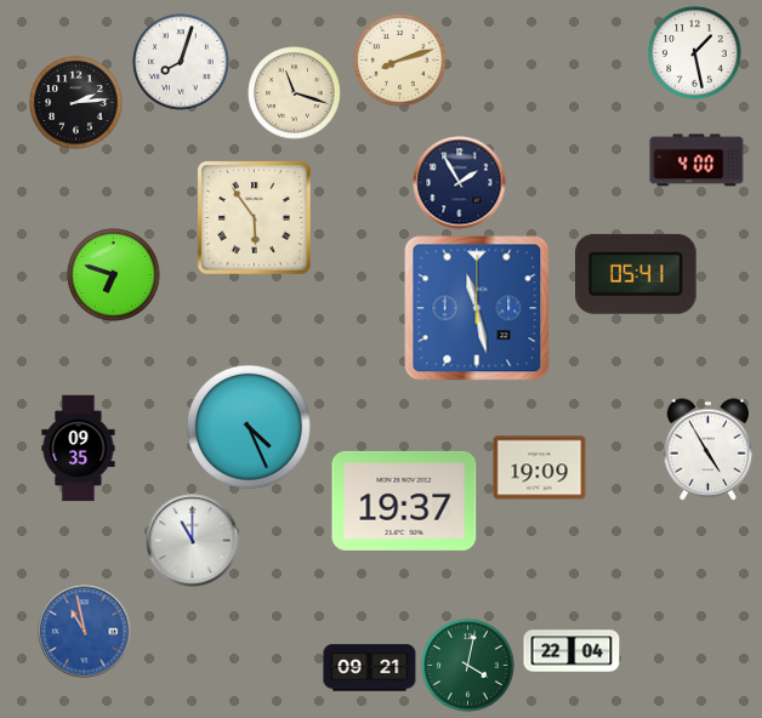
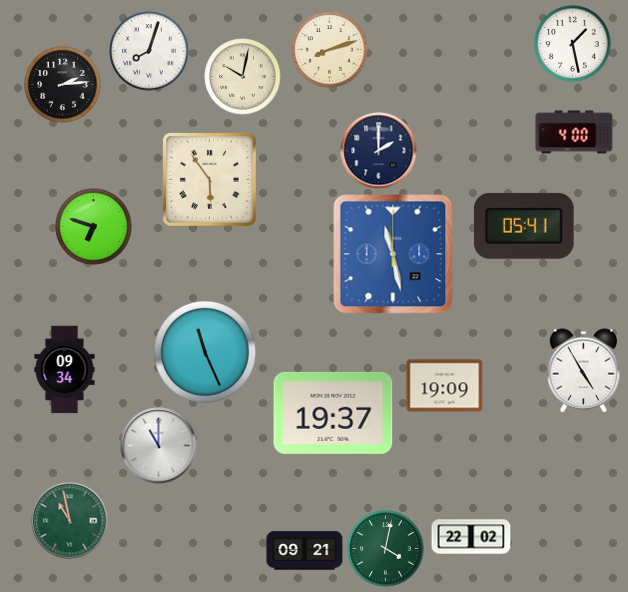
clock at (295, 93): 11:18 -> 10:02
clock at (460, 183): 1:55 -> 2:00
clock at (249, 427): 4:26 -> 11:26
clock at (79, 449): 09:35 -> 09:34
clock at (85, 632) dial: blue -> green
clock at (571, 651): 22:04 -> 22:02
